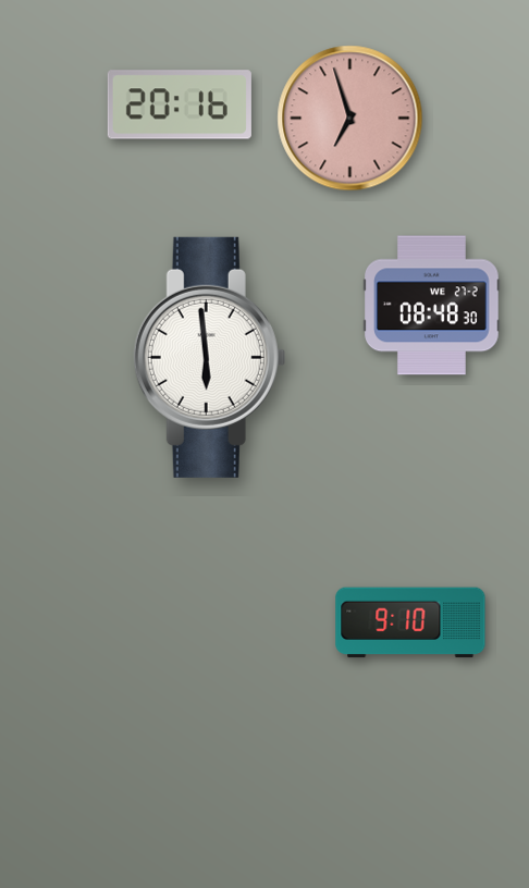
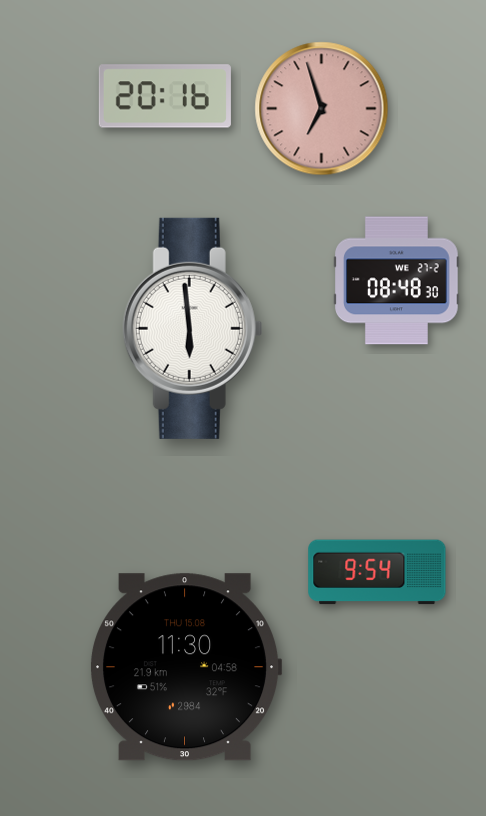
clock at (410, 622): 9:10 -> 9:54
clock at (186, 667): none -> 11:30
